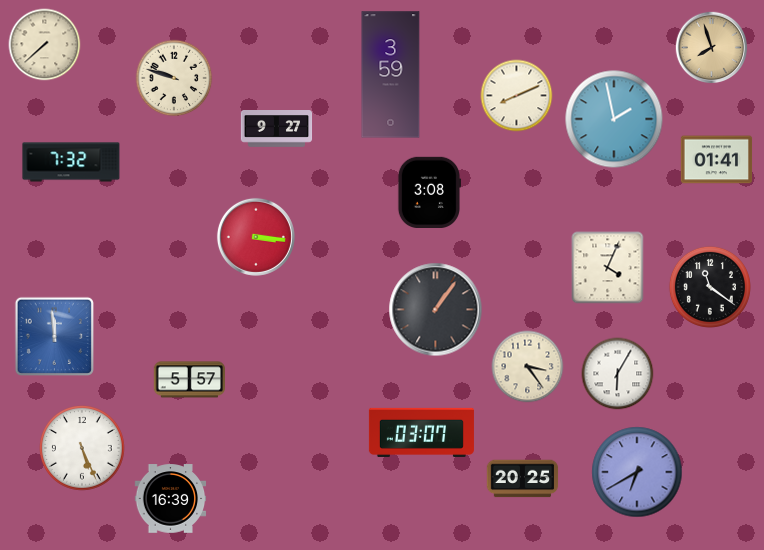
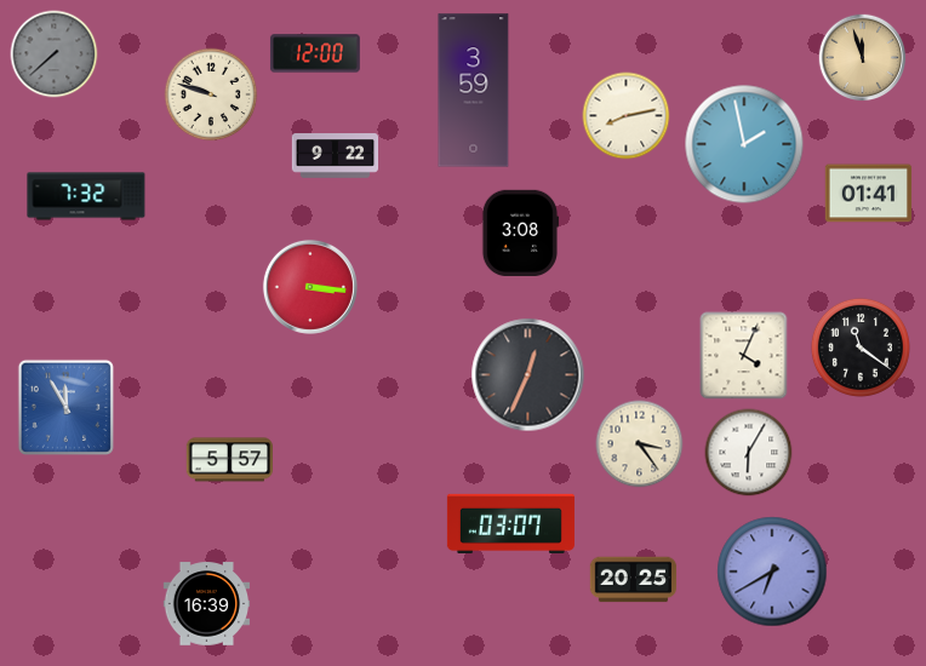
clock at (315, 53): none -> 12:00
clock at (45, 45) dial: cream -> grey
clock at (712, 48): 7:57 -> 11:57
clock at (517, 96): 8:11 -> 8:13
clock at (277, 129): 9:27 -> 9:22
clock at (608, 268) position: (608, 268) -> (744, 356)
clock at (436, 310): 1:06 -> 12:34
clock at (54, 336): 11:59 -> 11:55
clock at (83, 449): 5:26 -> none
